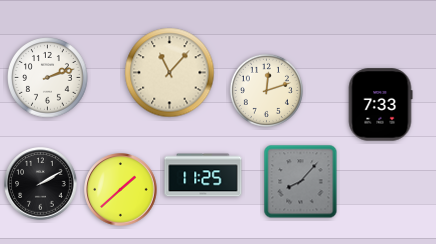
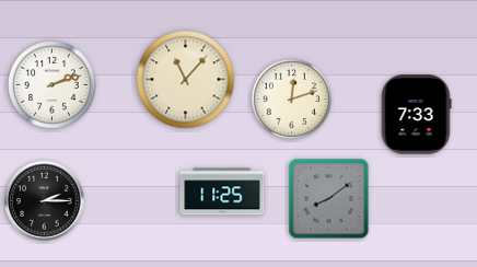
clock at (301, 182): 8:07 -> 8:09
clock at (41, 184): 2:10 -> 2:15
clock at (121, 190): 1:38 -> none
